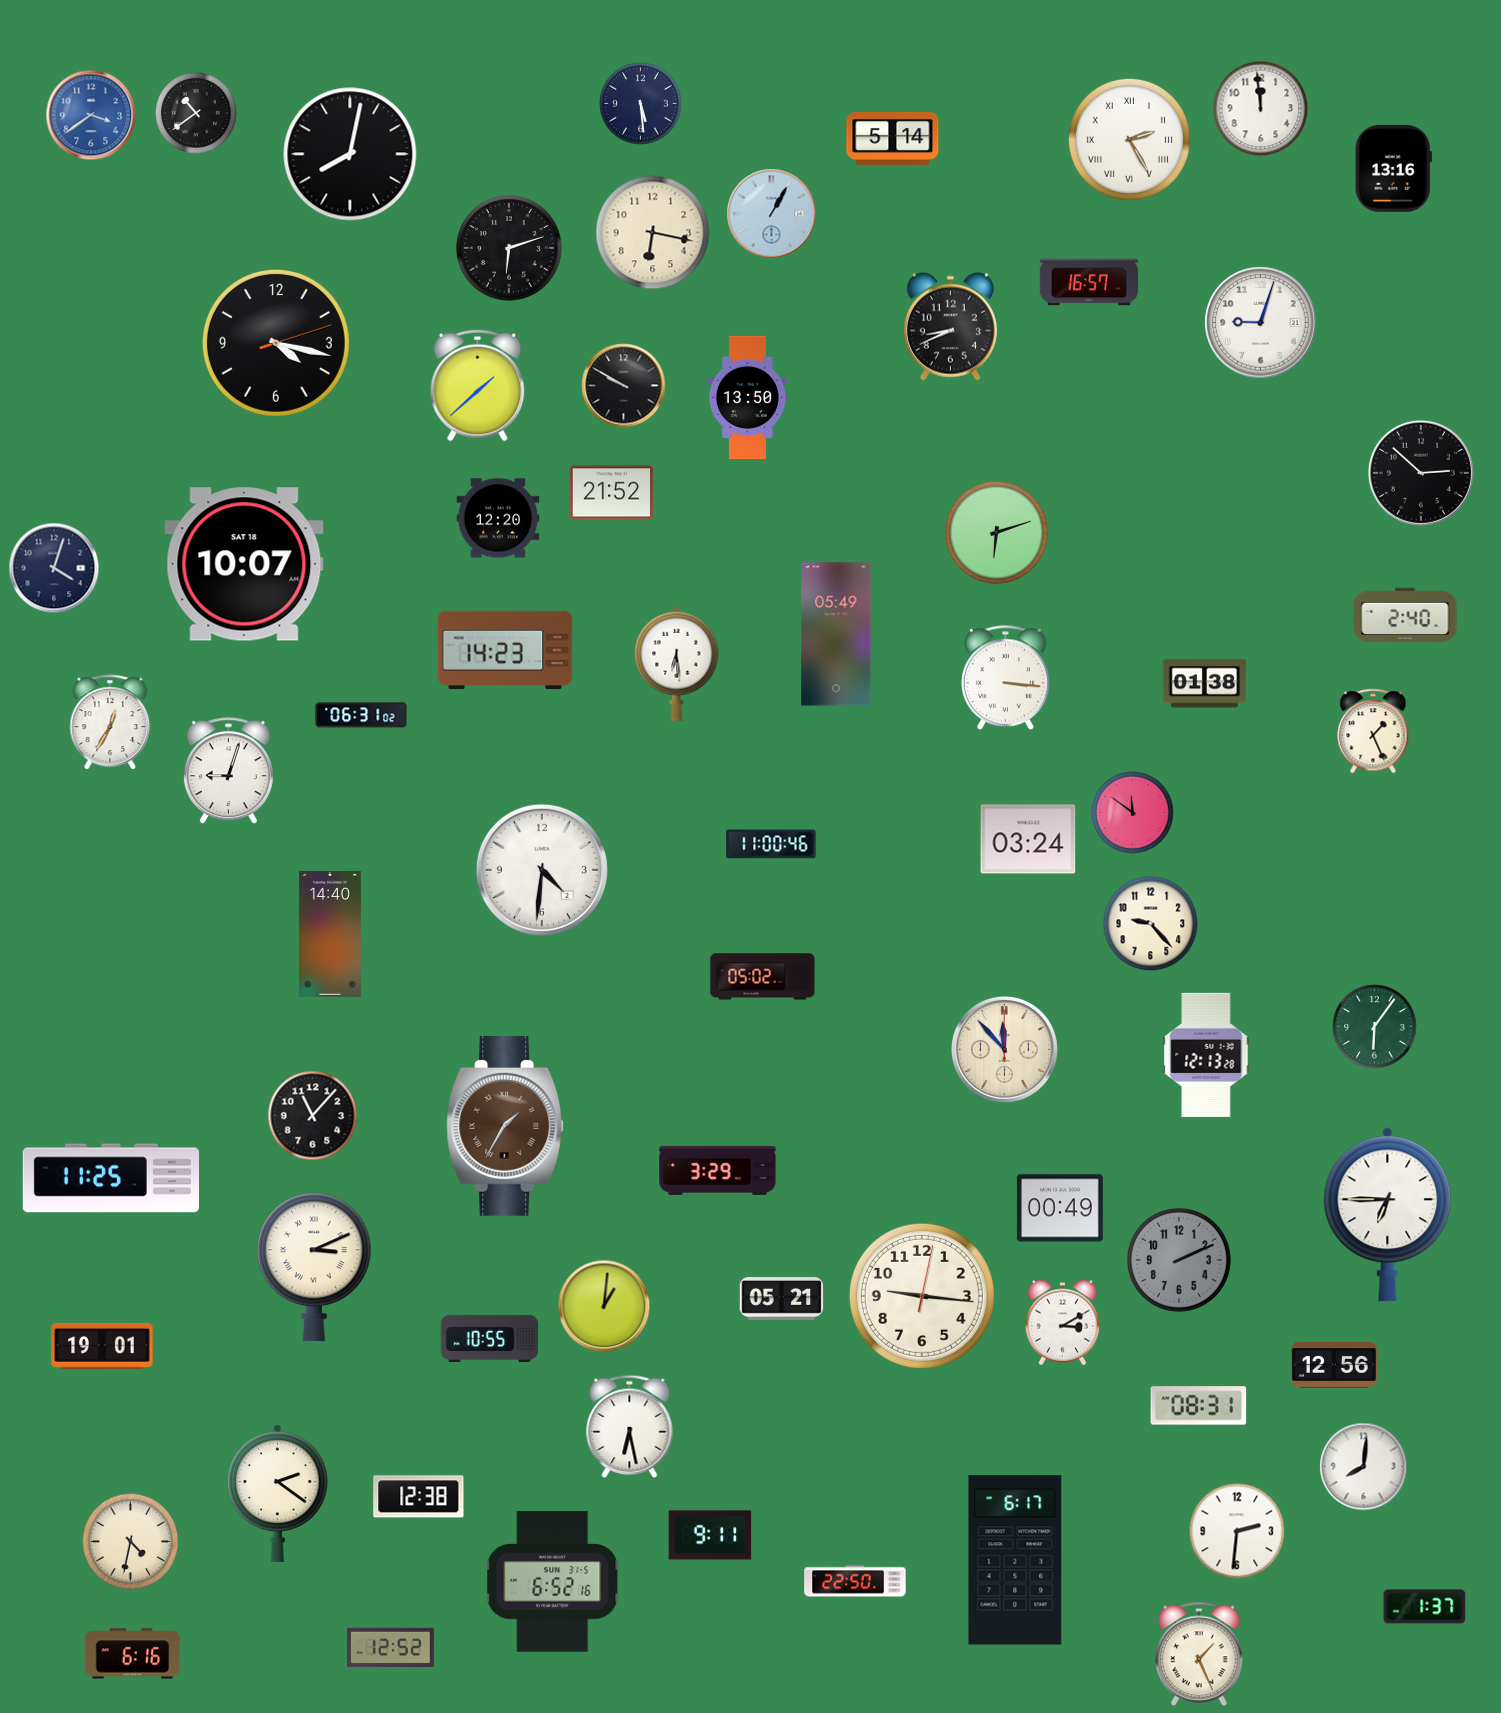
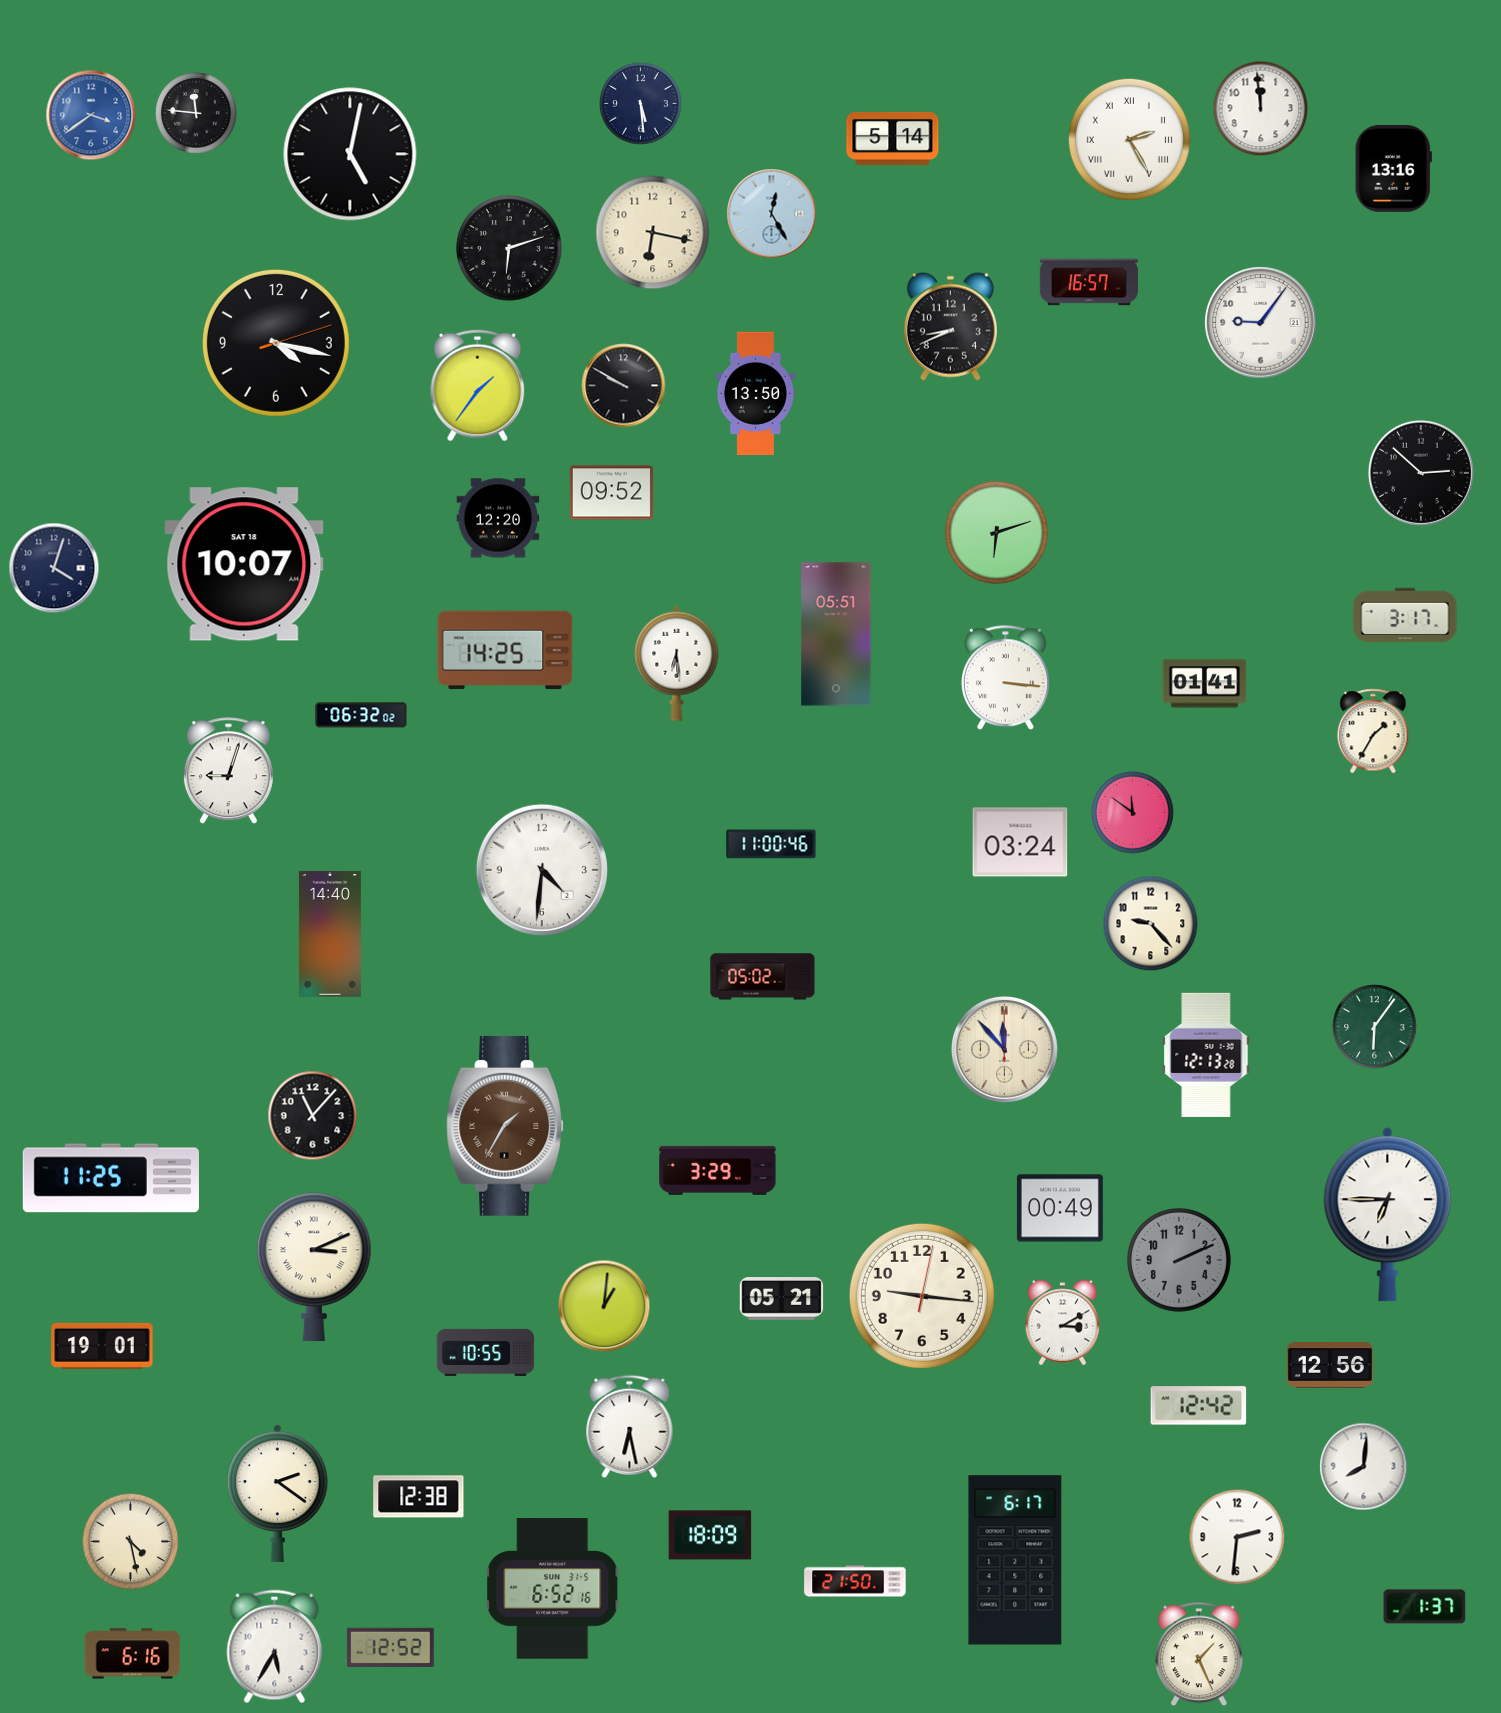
clock at (196, 113): 10:39 -> 11:46
clock at (350, 154): 8:02 -> 5:02
clock at (772, 214): 1:05 -> 12:25
clock at (1261, 323): 9:03 -> 9:06
clock at (478, 386): 1:38 -> 1:36
clock at (747, 398) position: (747, 398) -> (755, 394)
clock at (612, 493): 21:52 -> 09:52
clock at (1405, 615): 2:40 -> 3:17
clock at (836, 634): 05:49 -> 05:51
clock at (505, 650): 14:23 -> 14:25
clock at (1205, 684): 01:38 -> 01:41
clock at (361, 715): 06:31 -> 06:32
clock at (110, 722): 12:35 -> none
clock at (1373, 731): 1:26 -> 1:35
clock at (1028, 839) position: (1028, 839) -> (1020, 842)
clock at (490, 1338) position: (490, 1338) -> (486, 1352)
clock at (1334, 1365) position: (1334, 1365) -> (1330, 1365)
clock at (1199, 1406): 08:31 -> 12:42
clock at (1237, 1531) position: (1237, 1531) -> (1237, 1537)
clock at (710, 1535): 9:11 -> 18:09
clock at (131, 1542): 4:32 -> 4:28
clock at (855, 1581): 22:50 -> 21:50
clock at (553, 1582) position: (553, 1582) -> (553, 1589)
clock at (275, 1647): none -> 5:35
